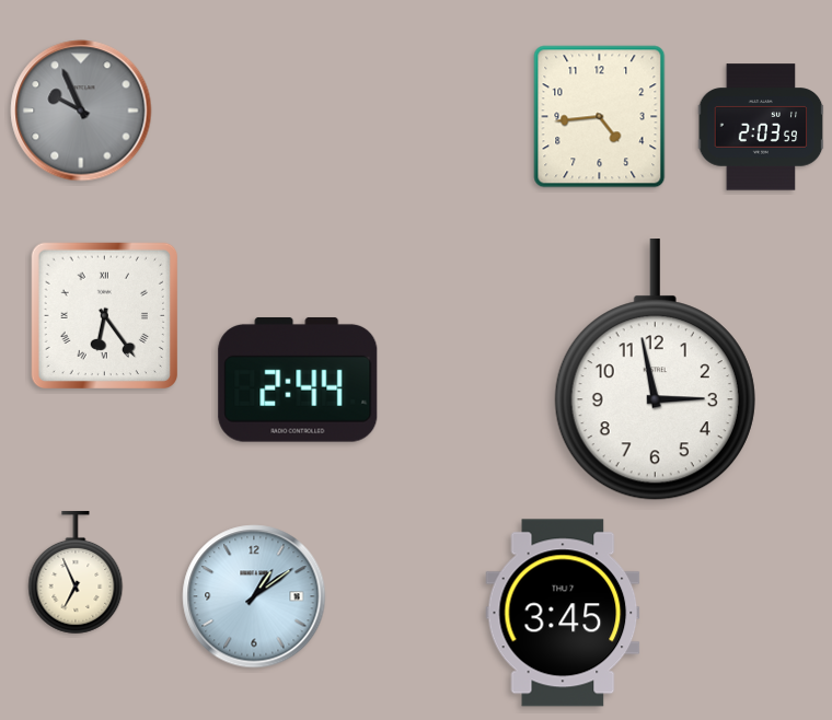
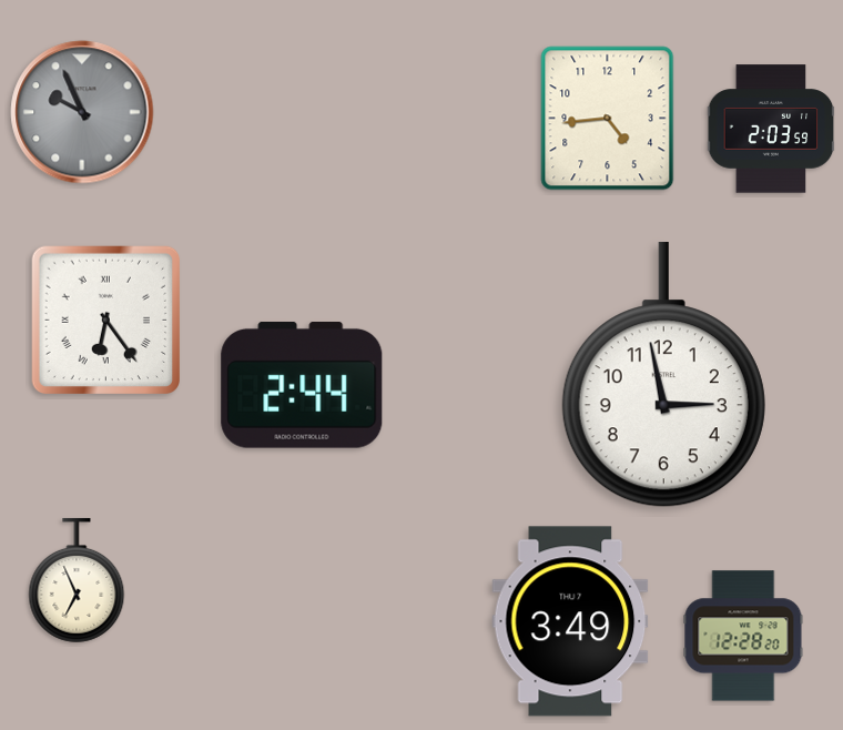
clock at (254, 596): 1:09 -> none
clock at (563, 613): 3:45 -> 3:49
clock at (743, 636): none -> 12:28
